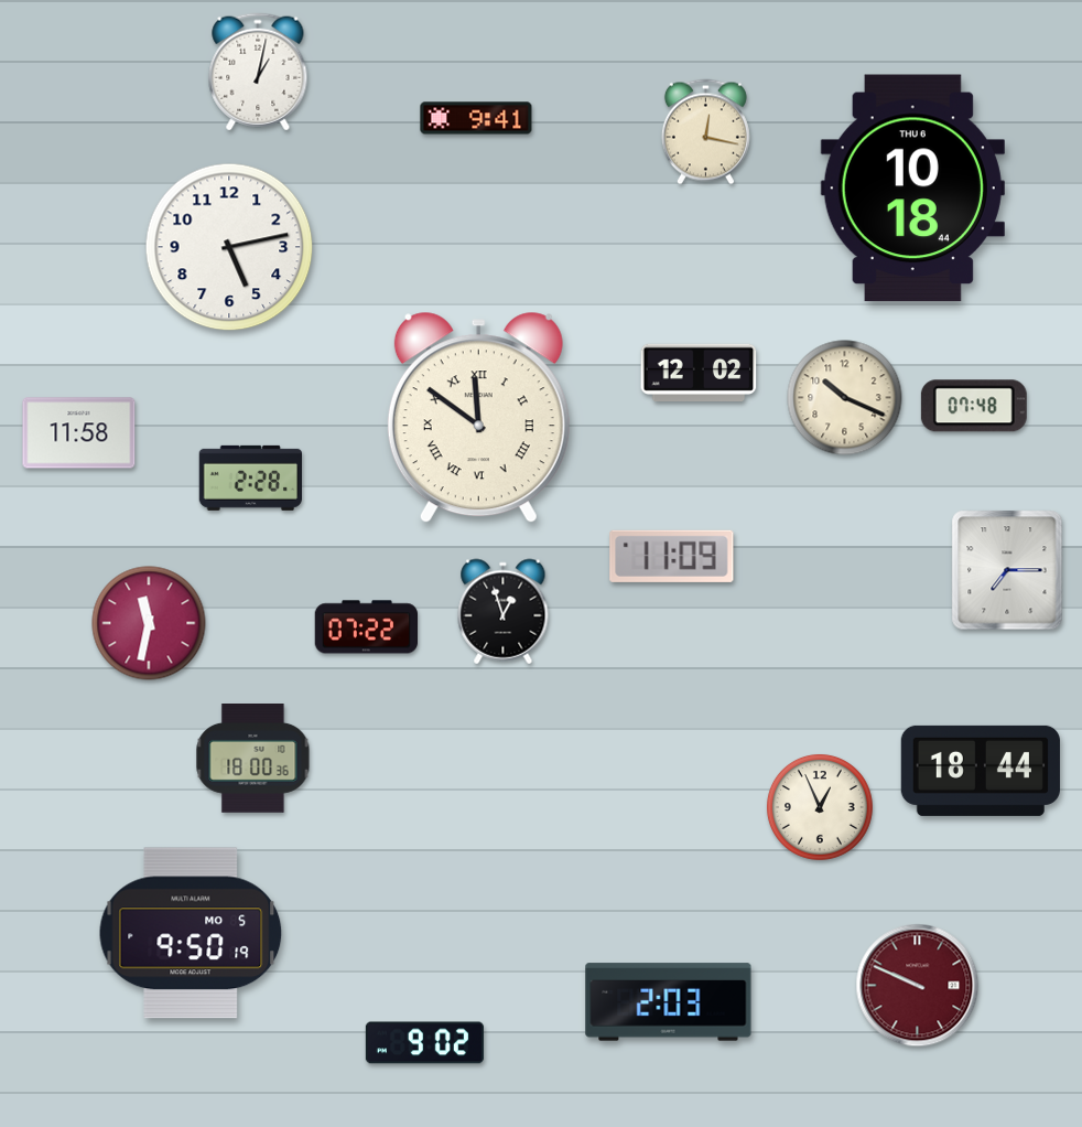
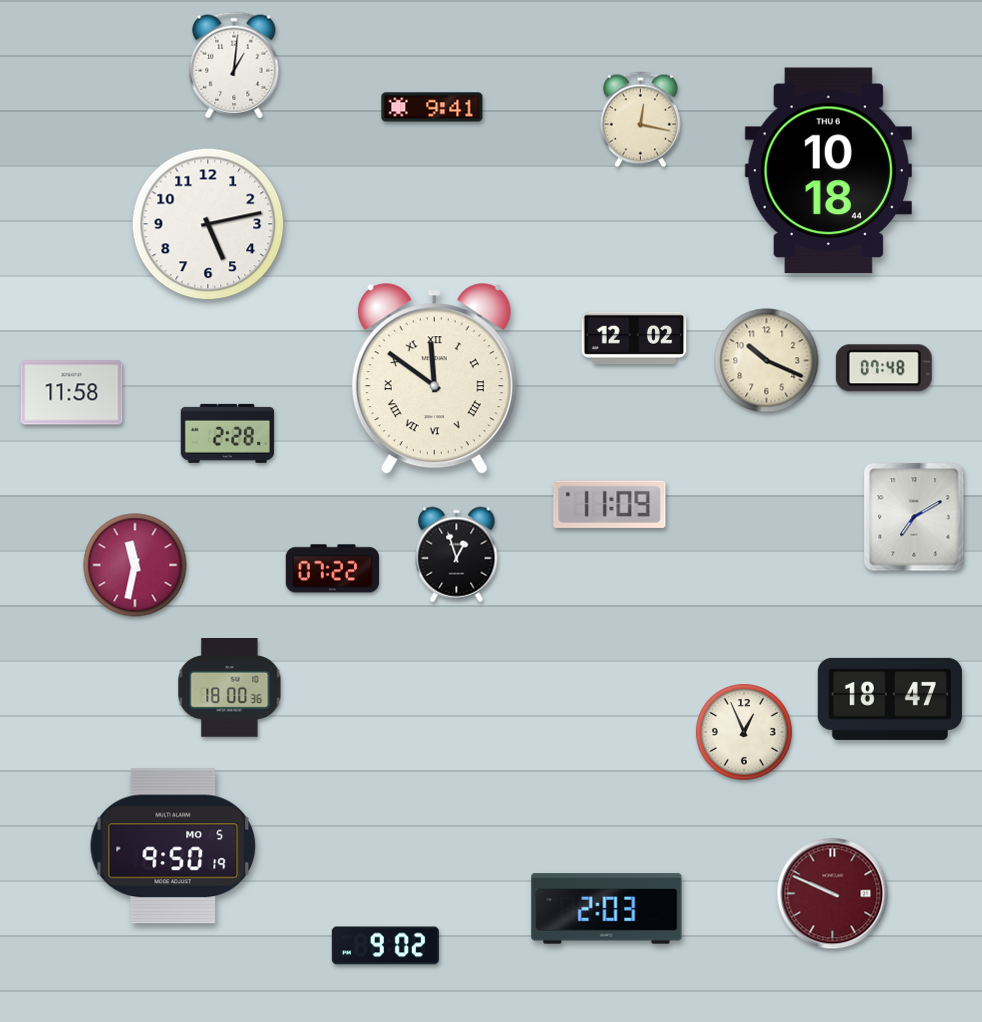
clock at (258, 72): 1:02 -> 1:01
clock at (1007, 570): 7:15 -> 7:10
clock at (981, 771): 18:44 -> 18:47
